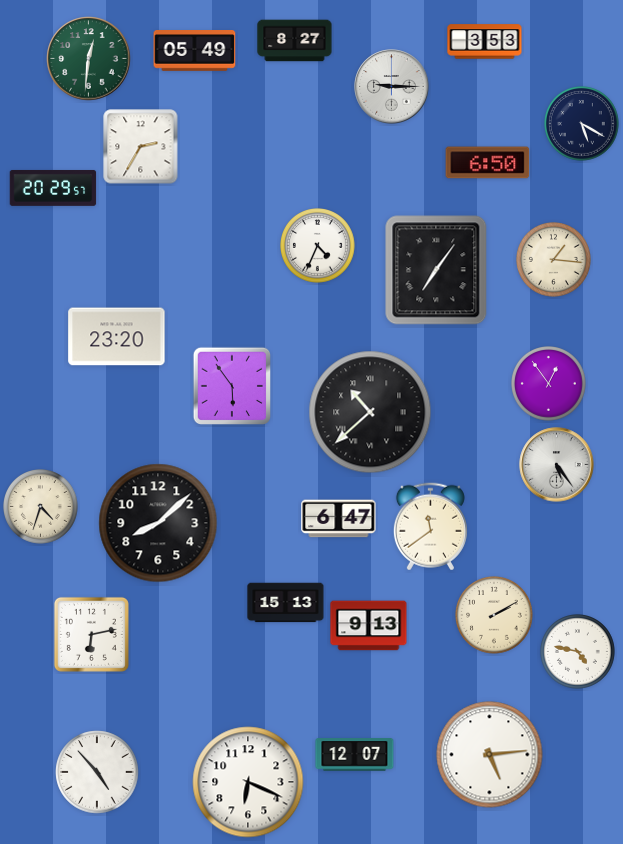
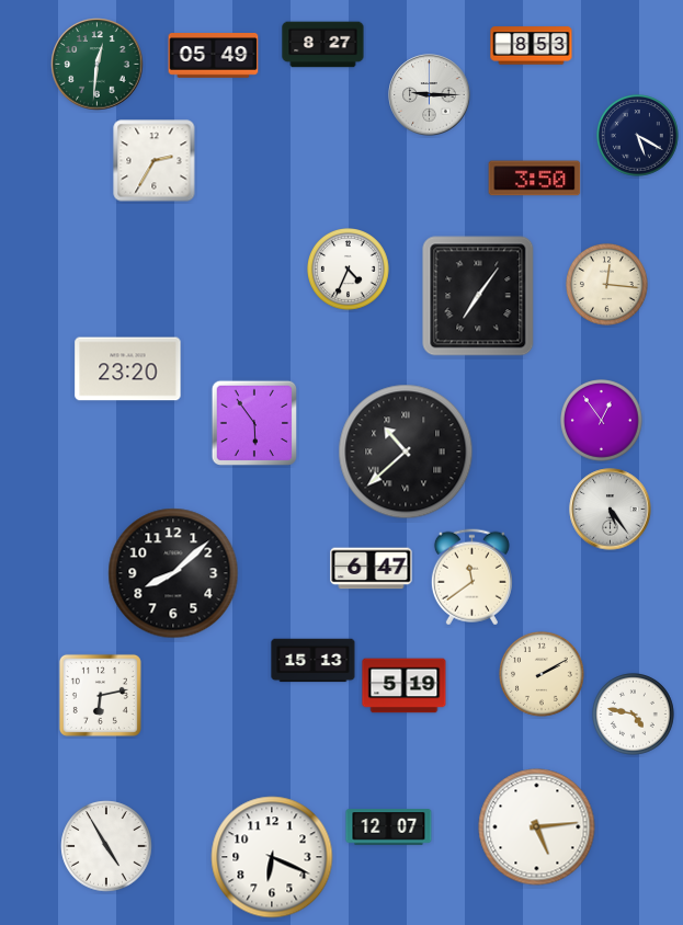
clock at (485, 42): 3:53 -> 8:53
clock at (488, 163): 6:50 -> 3:50
clock at (53, 188): 20:29 -> none
clock at (554, 260): 1:16 -> 12:16
clock at (41, 507): 4:33 -> none
clock at (369, 626): 9:13 -> 5:19
clock at (97, 772): 4:53 -> 4:55
